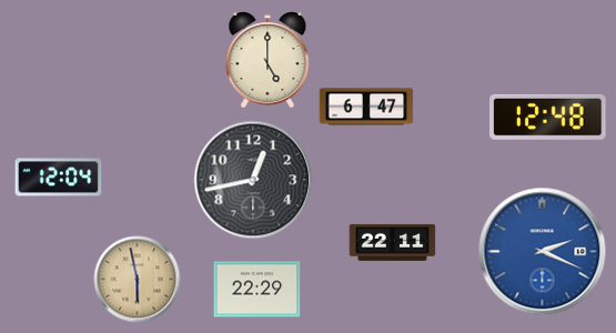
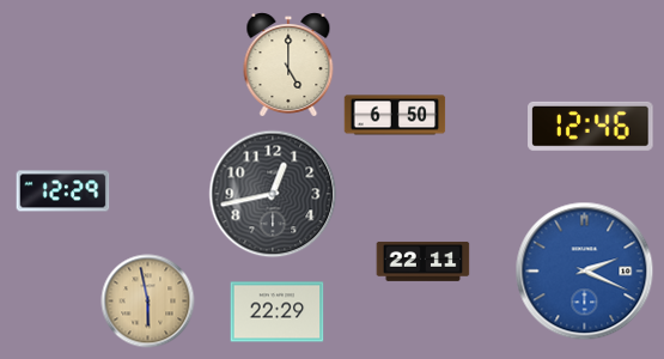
clock at (366, 107): 6:47 -> 6:50
clock at (548, 117): 12:48 -> 12:46
clock at (58, 178): 12:04 -> 12:29
